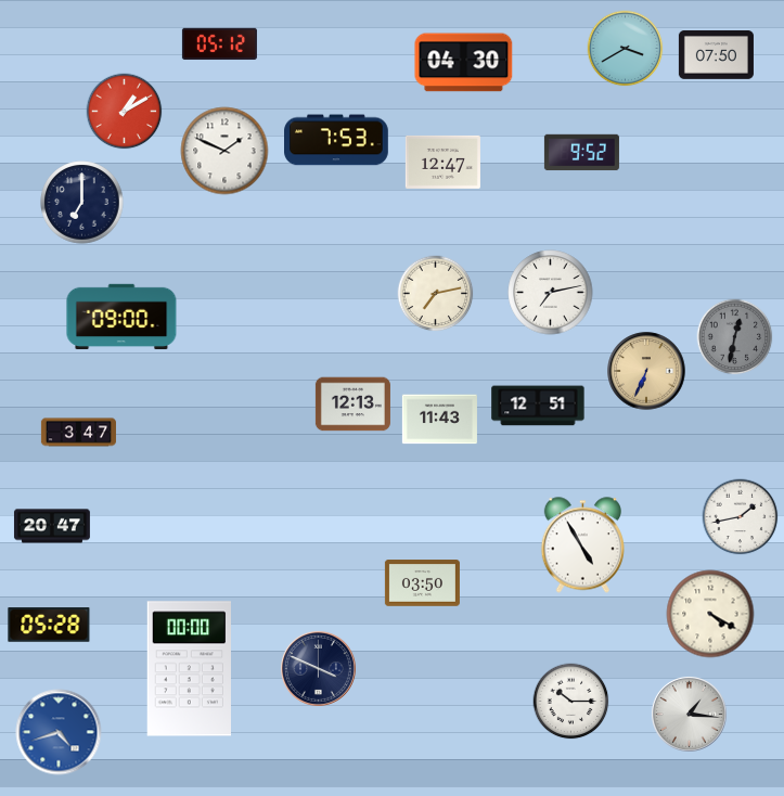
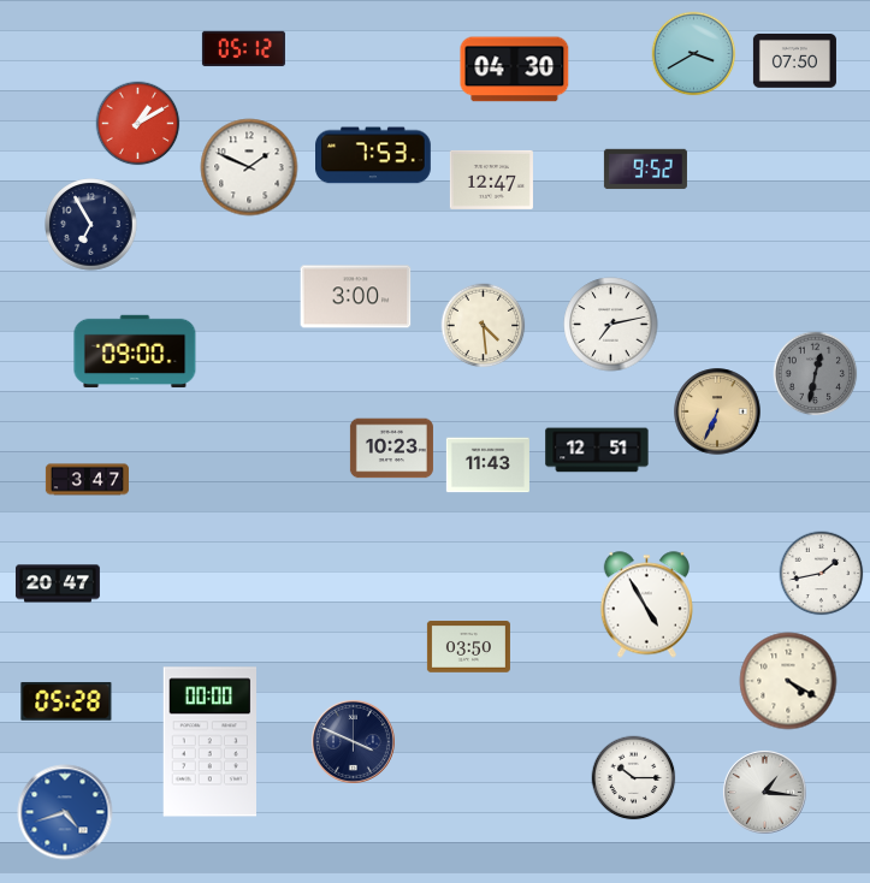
clock at (82, 203): 7:00 -> 6:55
clock at (356, 297): none -> 3:00
clock at (436, 294): 7:13 -> 4:29
clock at (352, 405): 12:13 -> 10:23
clock at (49, 625) position: (49, 625) -> (66, 701)
